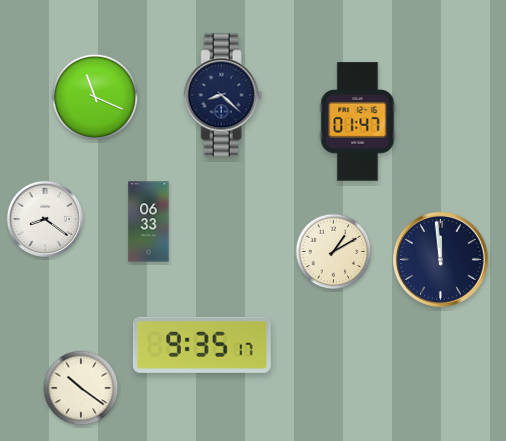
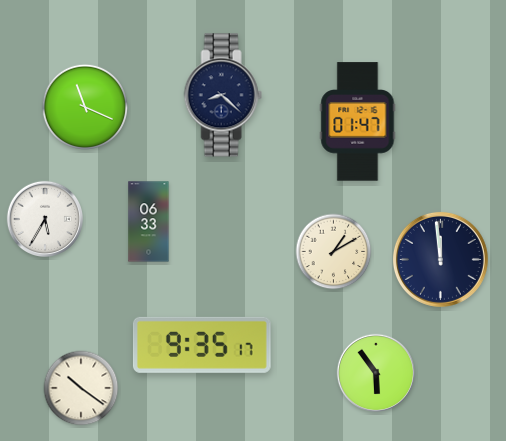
clock at (95, 97) position: (95, 97) -> (85, 107)
clock at (44, 218): 8:21 -> 5:35
clock at (376, 373): none -> 5:54
